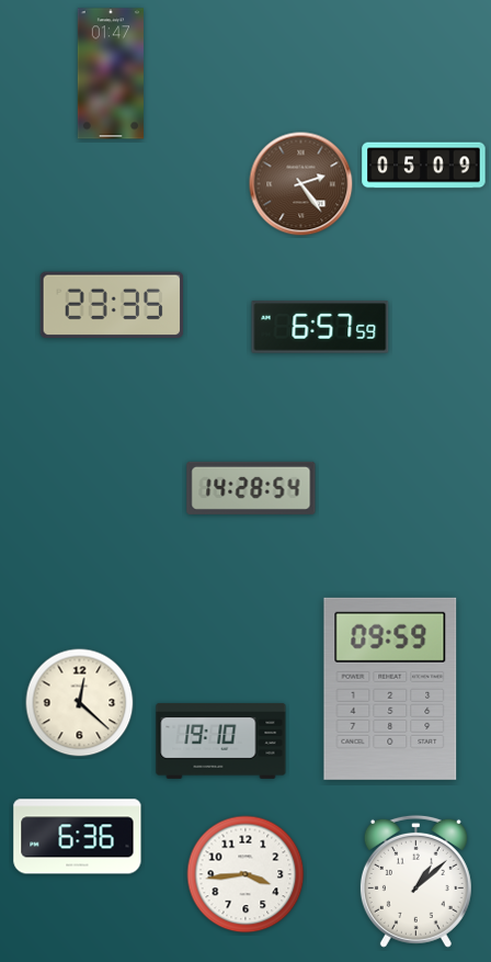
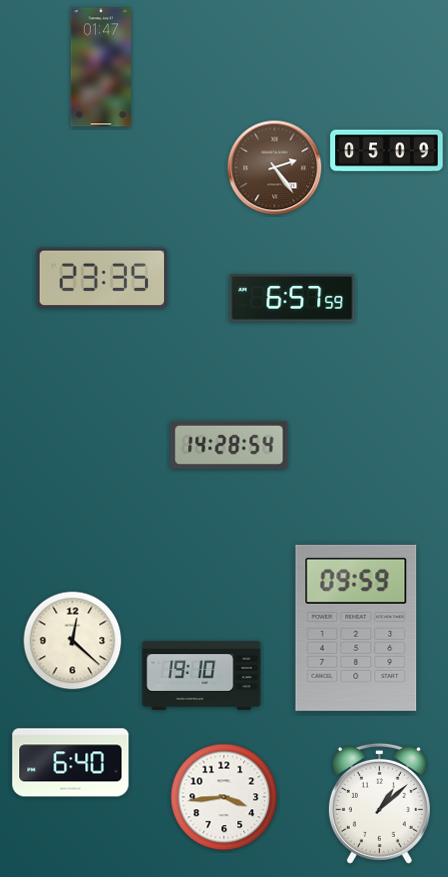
clock at (78, 837): 6:36 -> 6:40
